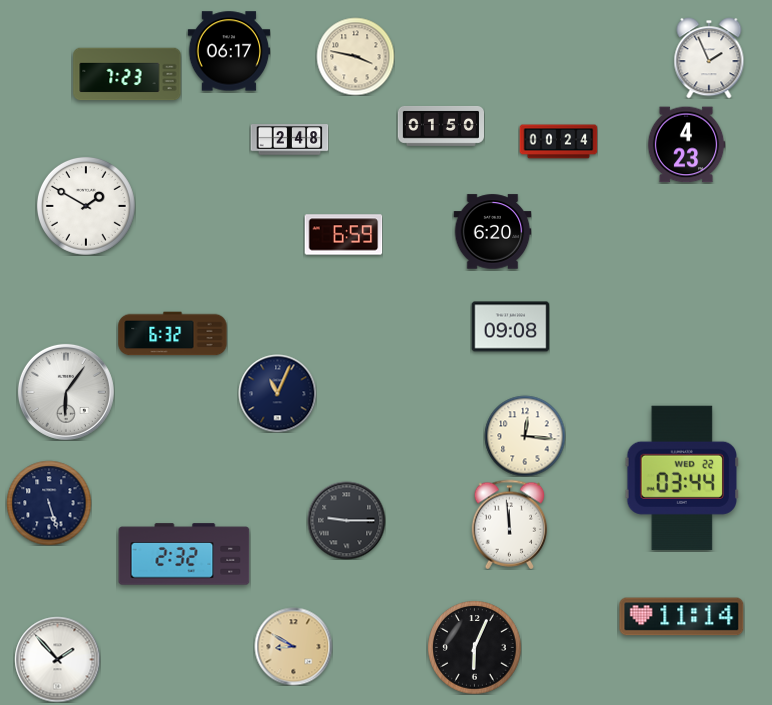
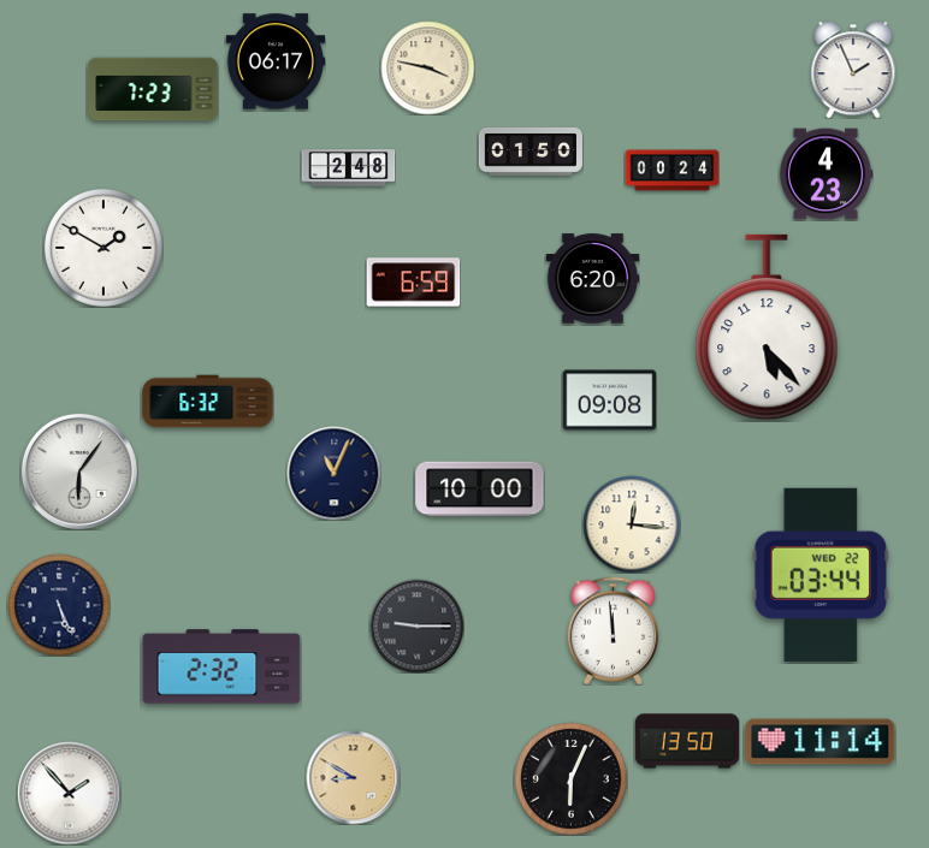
clock at (767, 327): none -> 5:23
clock at (510, 327) position: (510, 327) -> (609, 401)
clock at (480, 490): none -> 10:00
clock at (49, 503): 5:27 -> 5:26
clock at (686, 741): none -> 13:50
